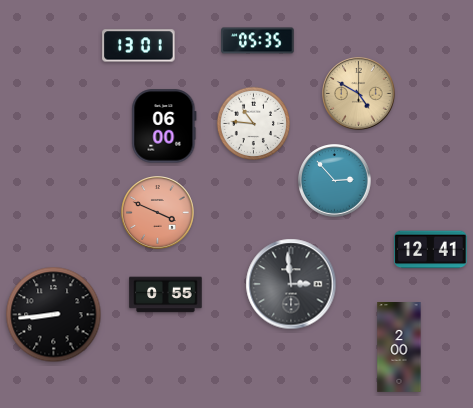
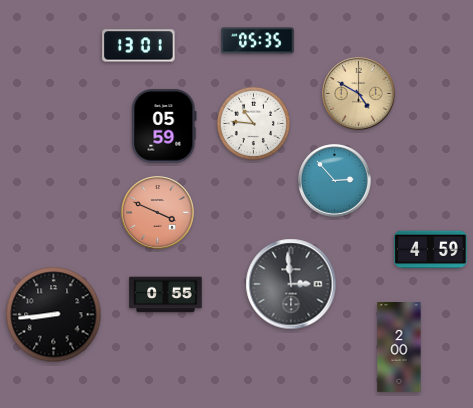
clock at (164, 126): 06:00 -> 05:59
clock at (431, 250): 12:41 -> 4:59
